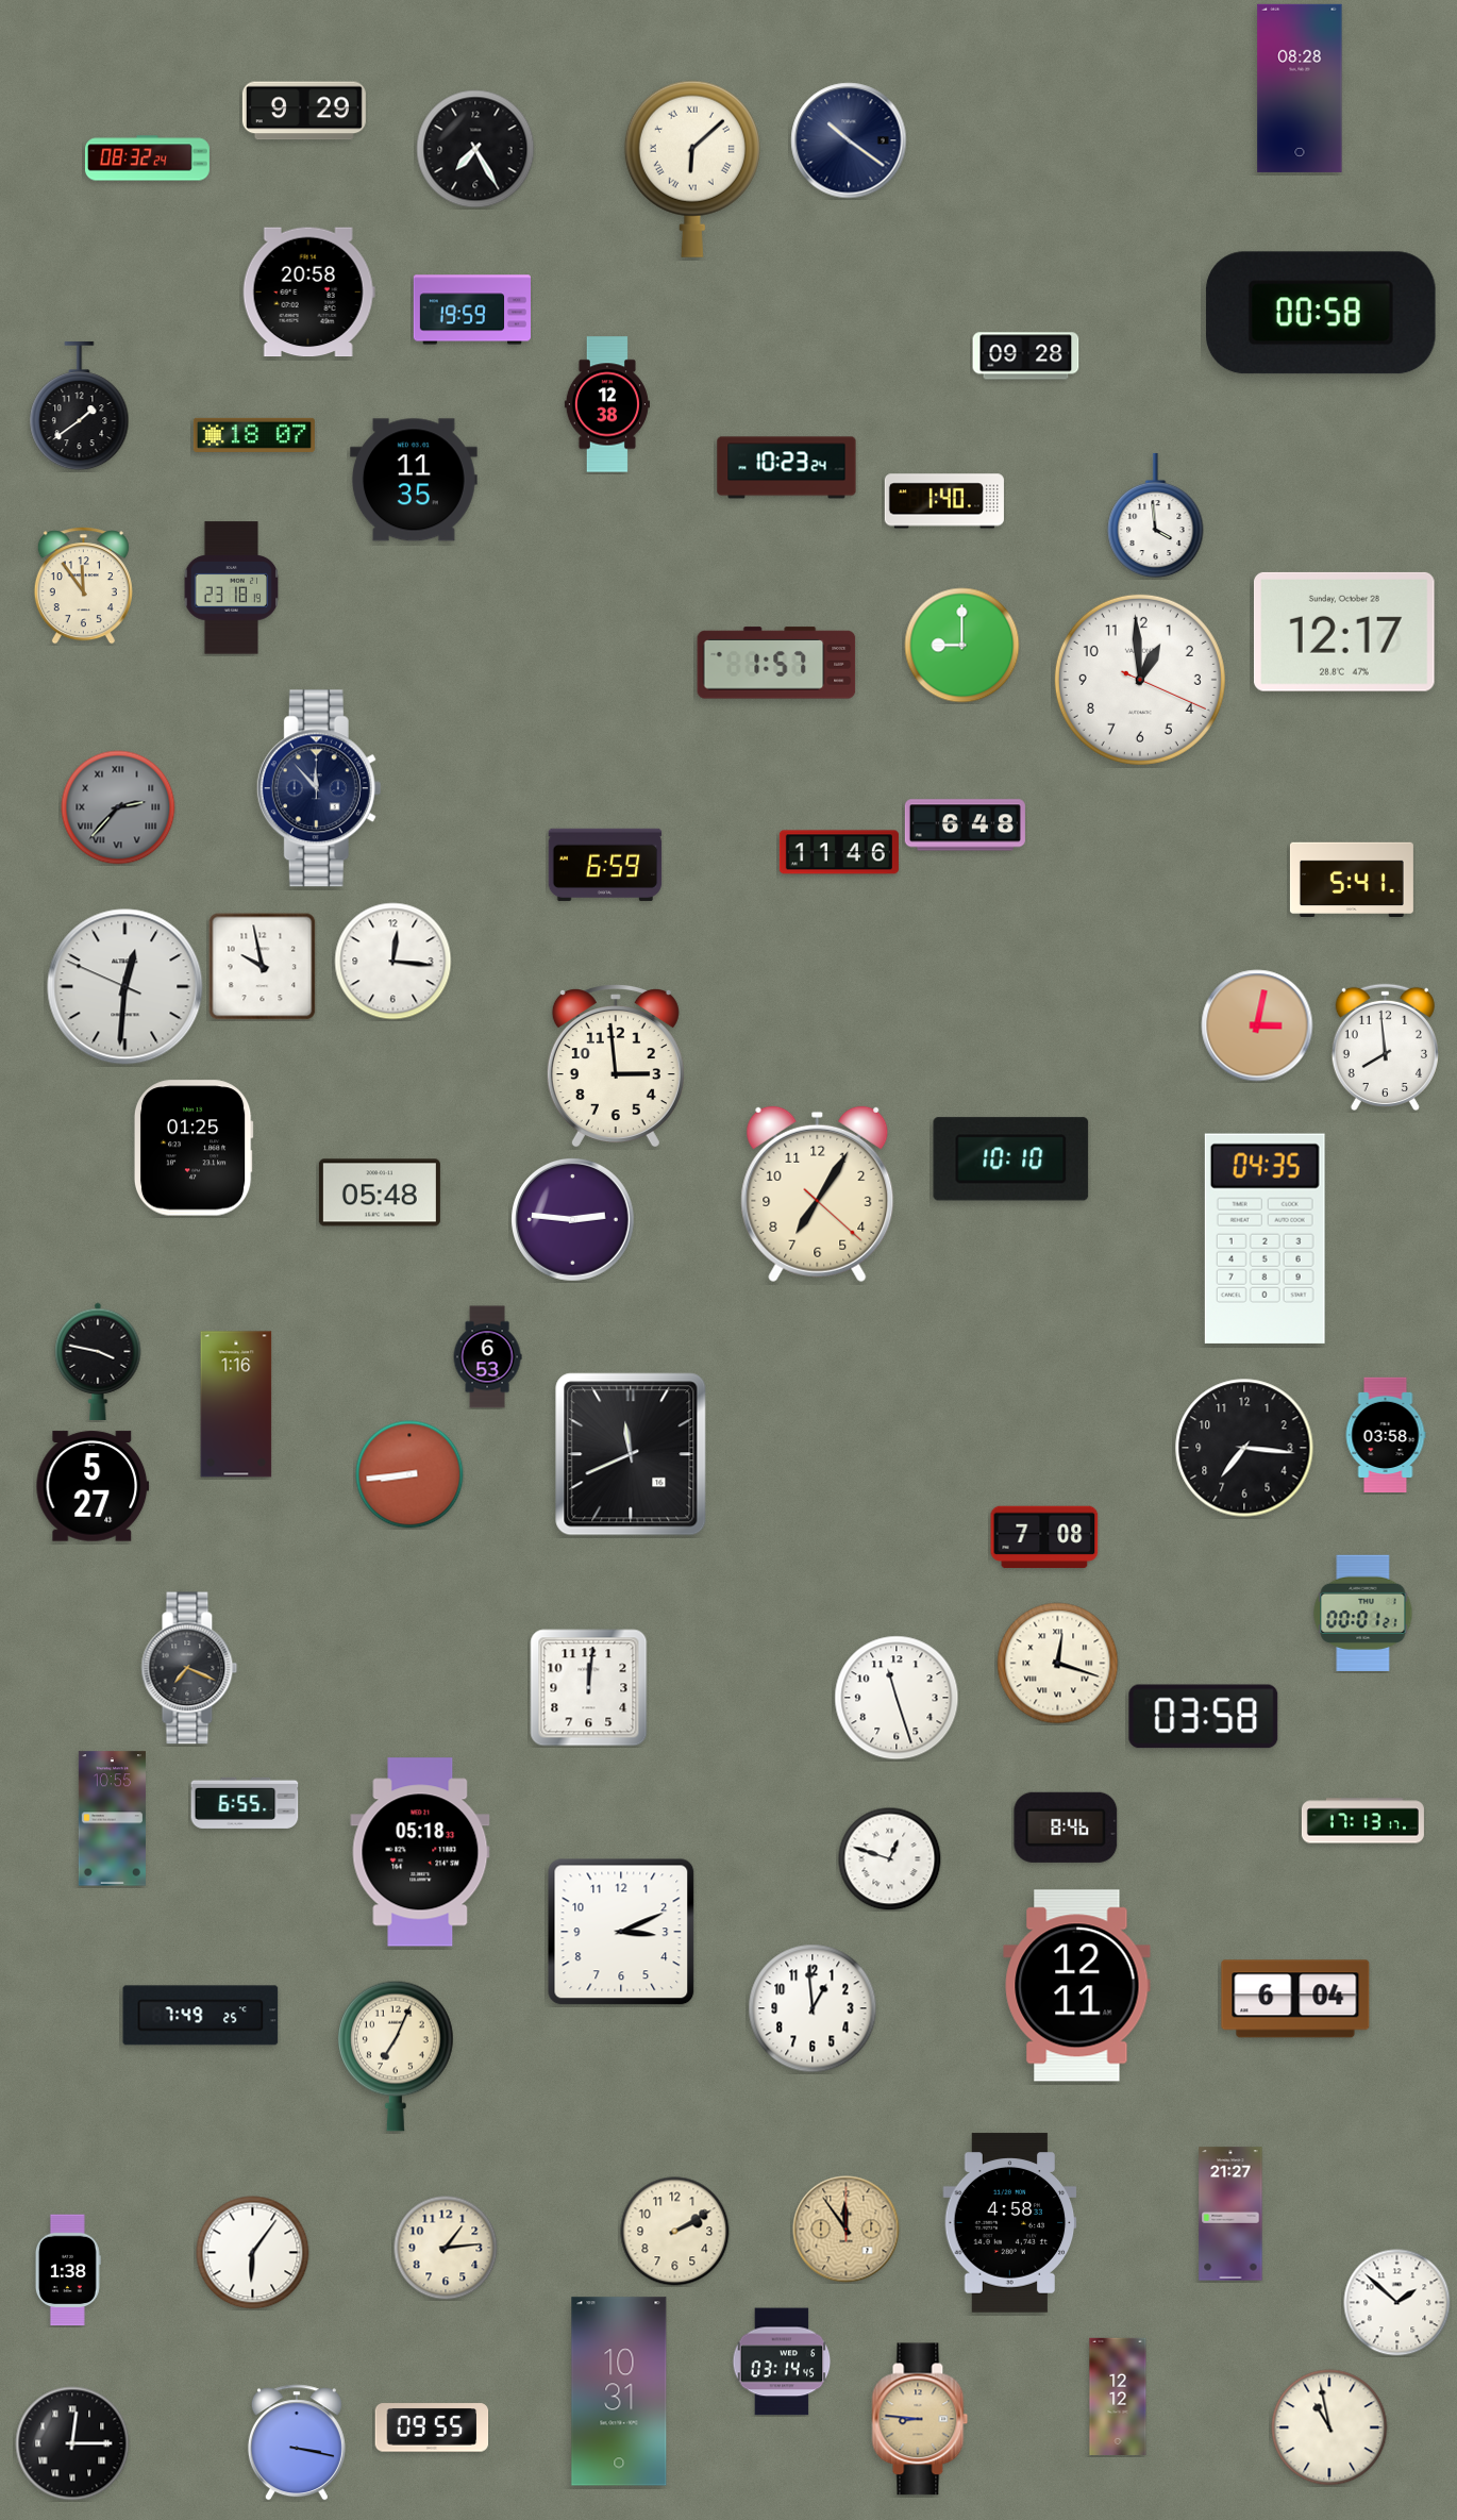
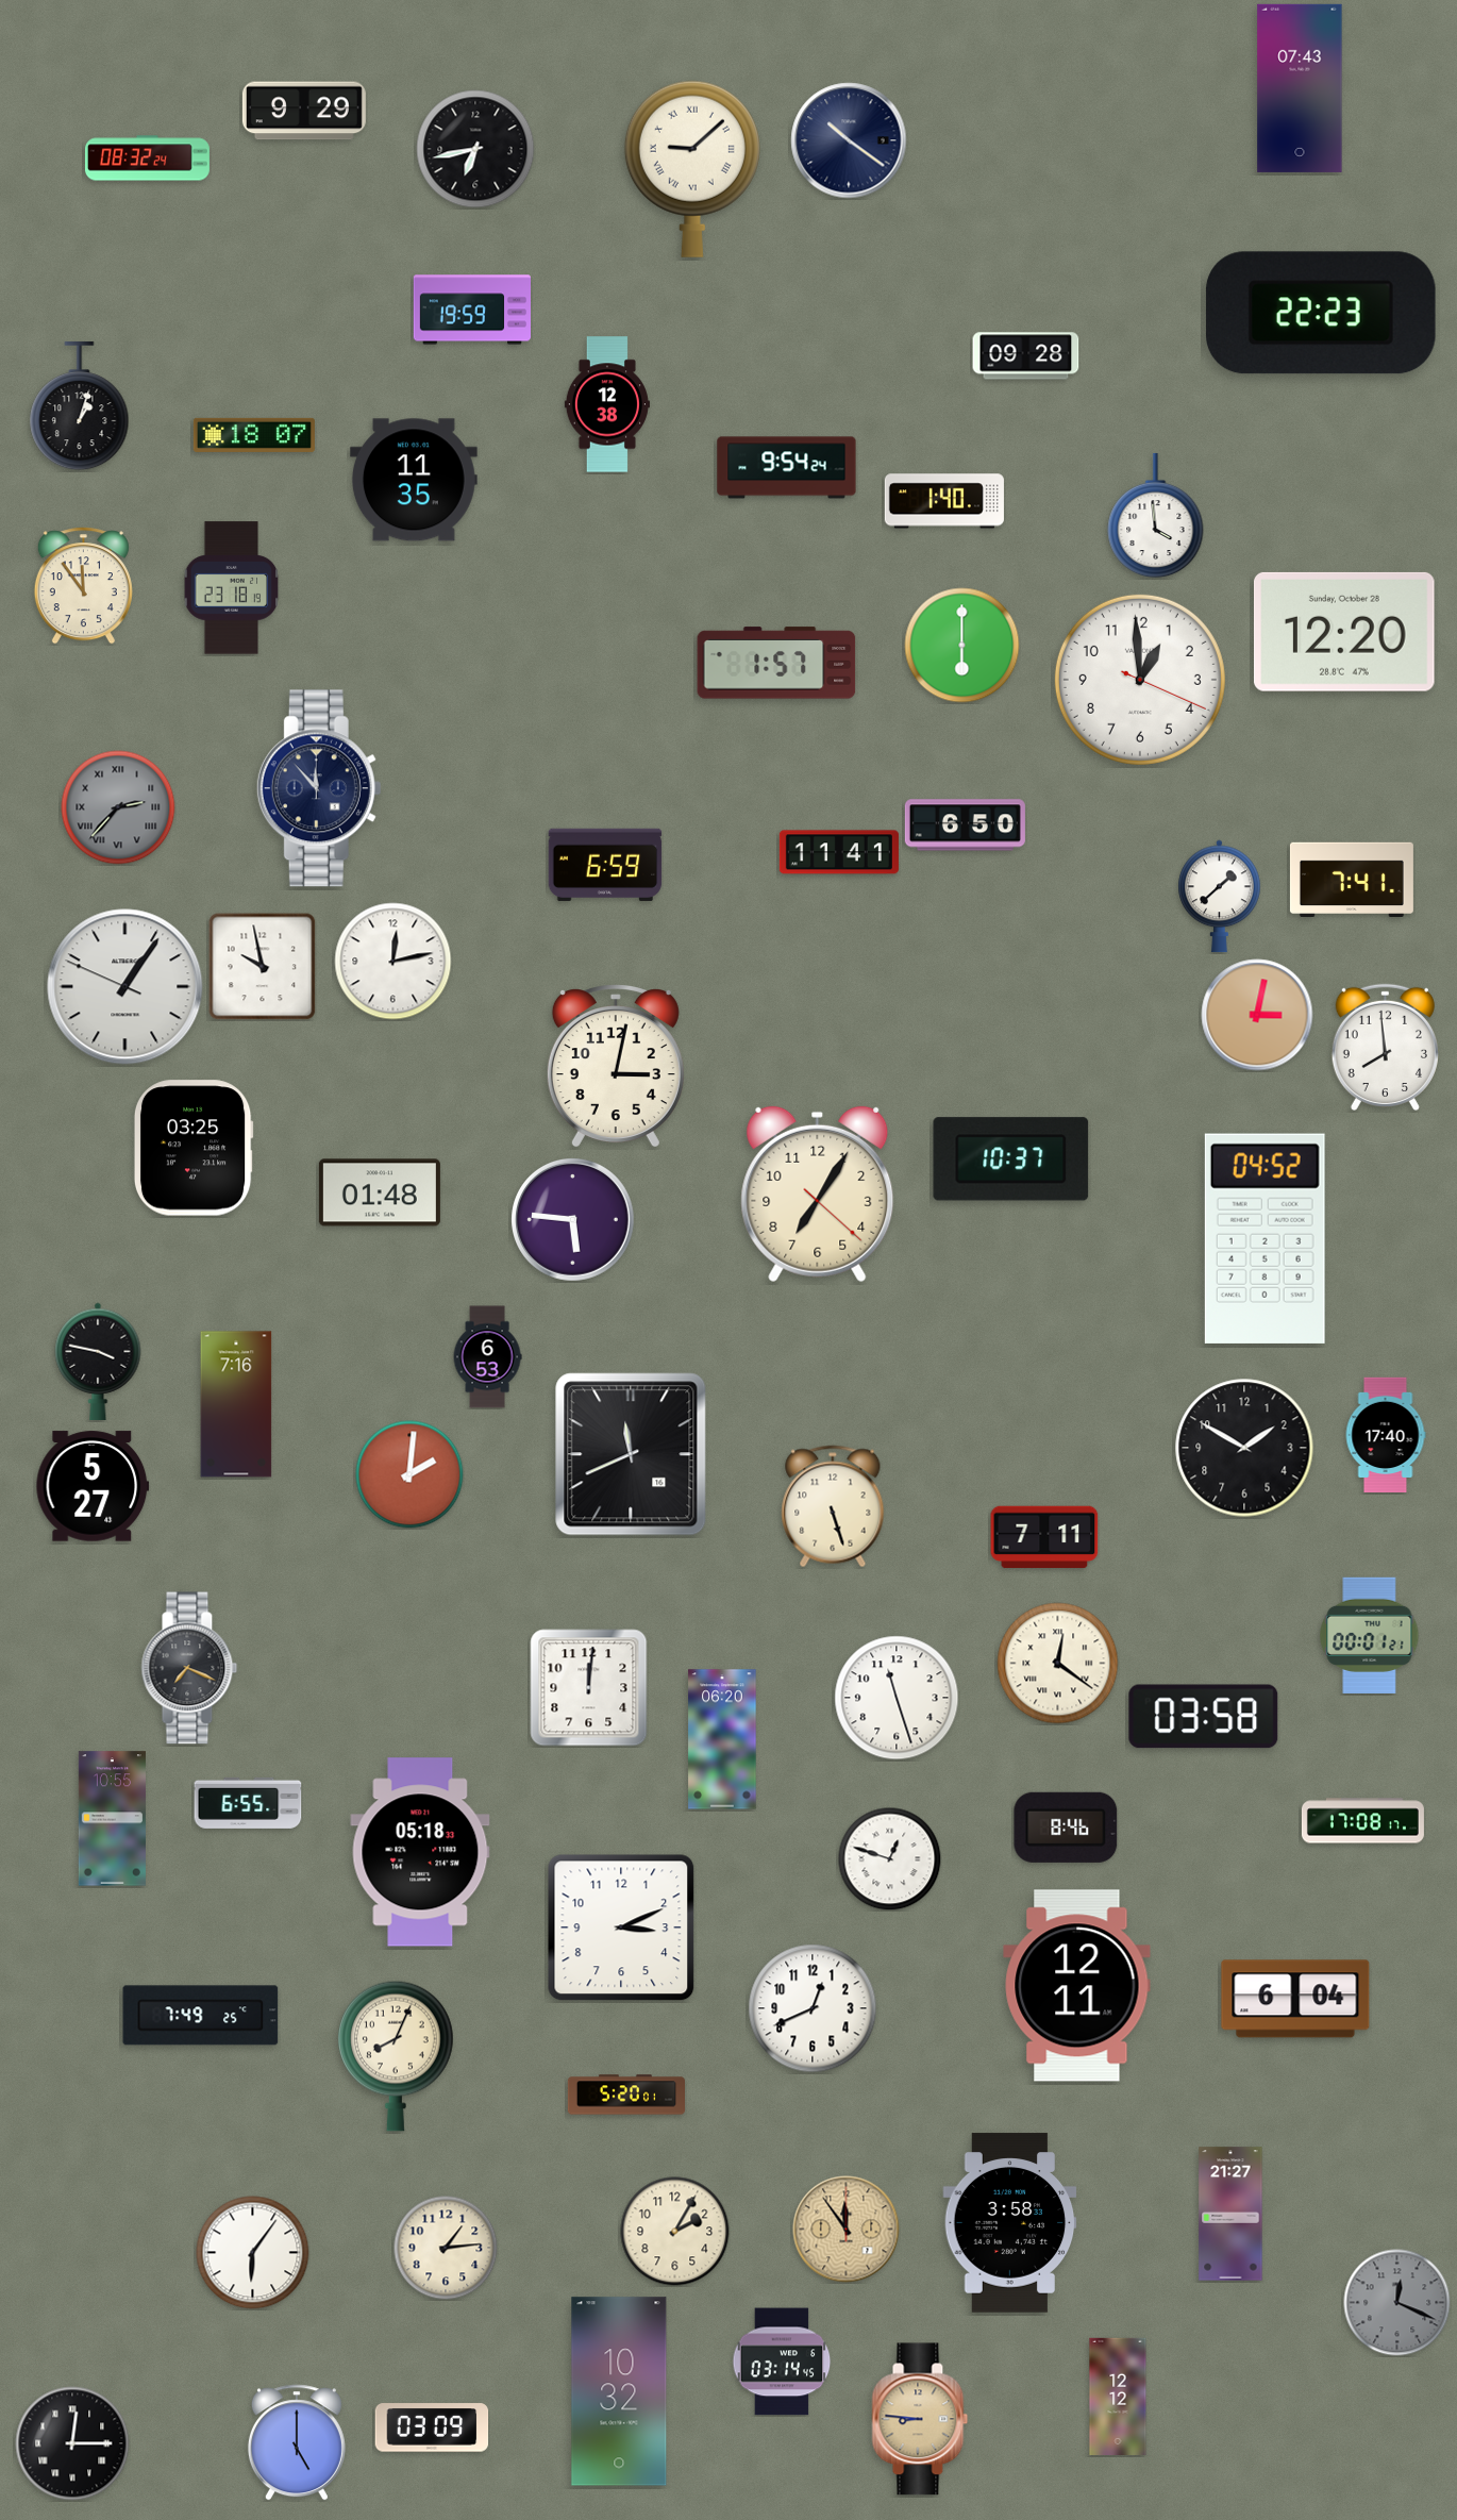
clock at (1300, 88): 08:28 -> 07:43
clock at (475, 149): 7:25 -> 6:43
clock at (692, 169): 6:08 -> 9:08
clock at (308, 293): 20:58 -> none
clock at (1321, 313): 00:58 -> 22:23
clock at (80, 407): 1:39 -> 1:03
clock at (787, 468): 10:23 -> 9:54
clock at (1345, 632): 12:17 -> 12:20
clock at (962, 646): 9:00 -> 6:00
clock at (965, 825): 6:48 -> 6:50
clock at (839, 852): 11:46 -> 11:41
clock at (1352, 880): 5:41 -> 7:41
clock at (1220, 897): none -> 1:38
clock at (393, 962): 12:16 -> 12:13
clock at (125, 987): 12:30 -> 1:05
clock at (1257, 1025) position: (1257, 1025) -> (1257, 1015)
clock at (616, 1067): 2:59 -> 3:02
clock at (194, 1148): 01:25 -> 03:25
clock at (1011, 1159): 10:10 -> 10:37
clock at (380, 1192): 05:48 -> 01:48
clock at (573, 1220): 2:46 -> 5:46
clock at (1265, 1238): 04:35 -> 04:52
clock at (236, 1404): 1:16 -> 7:16
clock at (1386, 1435): 03:58 -> 17:40
clock at (1244, 1448): 7:16 -> 1:50
clock at (409, 1474): 8:44 -> 2:01
clock at (833, 1506): none -> 5:27
clock at (1044, 1537): 7:08 -> 7:11
clock at (1363, 1613) position: (1363, 1613) -> (1370, 1635)
clock at (1058, 1664): 12:18 -> 12:21
clock at (722, 1739): none -> 06:20
clock at (245, 1803) position: (245, 1803) -> (248, 1803)
clock at (1362, 1821): 17:13 -> 17:08
clock at (621, 1932) position: (621, 1932) -> (621, 1927)
clock at (813, 2008): 12:59 -> 12:41
clock at (397, 2056): 7:04 -> 8:04
clock at (626, 2095): none -> 5:20
clock at (1010, 2223): 4:58 -> 3:58
clock at (675, 2232): 2:10 -> 2:05
clock at (68, 2270): 1:38 -> none
clock at (1397, 2303): 1:52 -> 12:19
clock at (1397, 2303) dial: white -> grey
clock at (619, 2391): 10:31 -> 10:32
clock at (432, 2427): 09:55 -> 03:09
clock at (1329, 2427): 10:58 -> none
clock at (297, 2442): 3:17 -> 5:00
